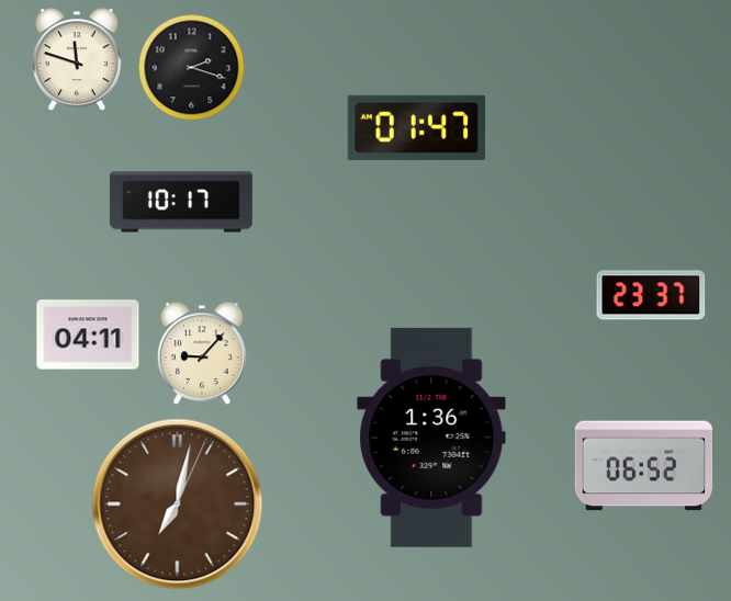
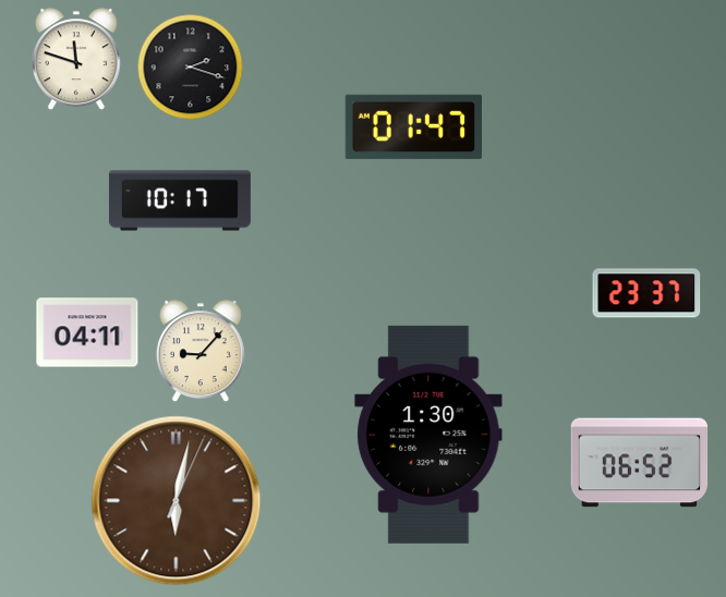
clock at (431, 438): 1:36 -> 1:30
clock at (178, 504): 7:02 -> 6:02
